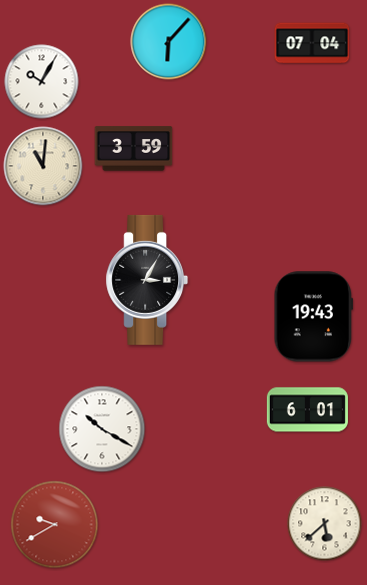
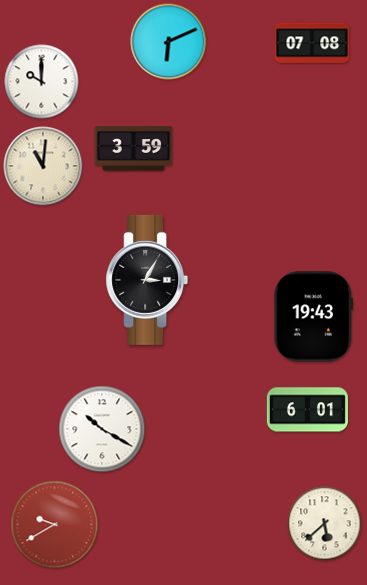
clock at (169, 42): 6:07 -> 6:11
clock at (312, 43): 07:04 -> 07:08
clock at (42, 82): 10:05 -> 10:00
